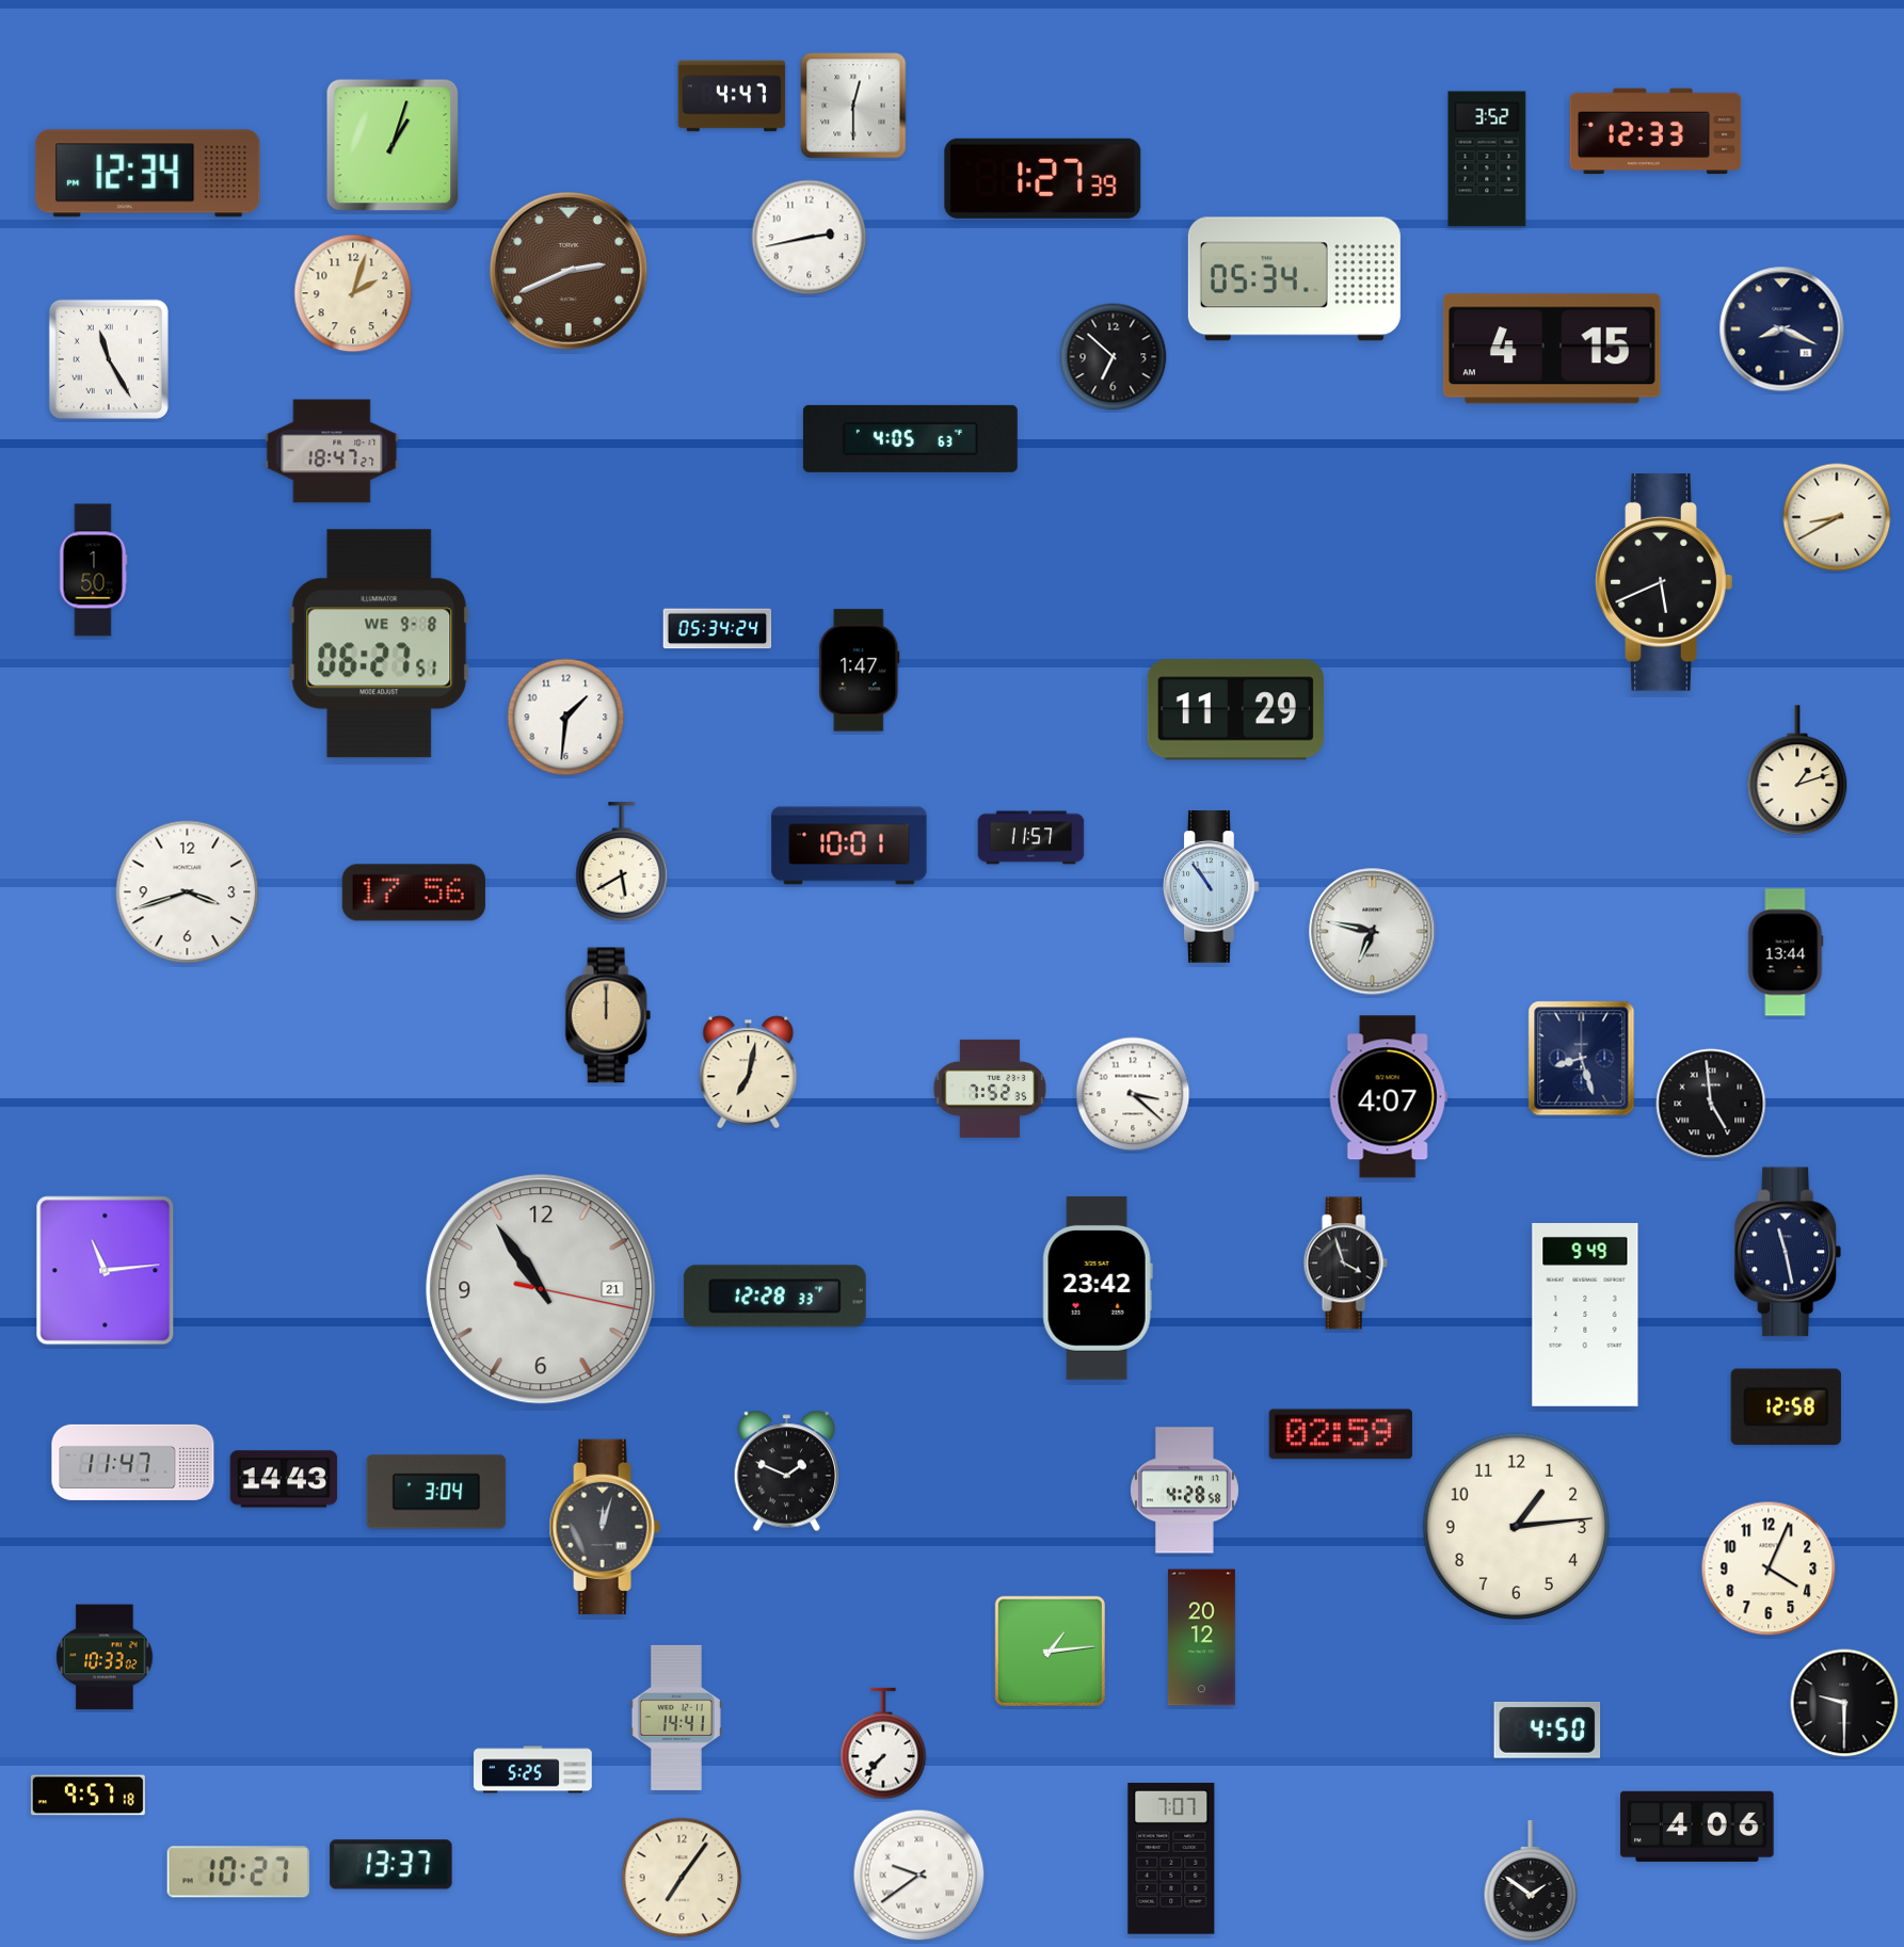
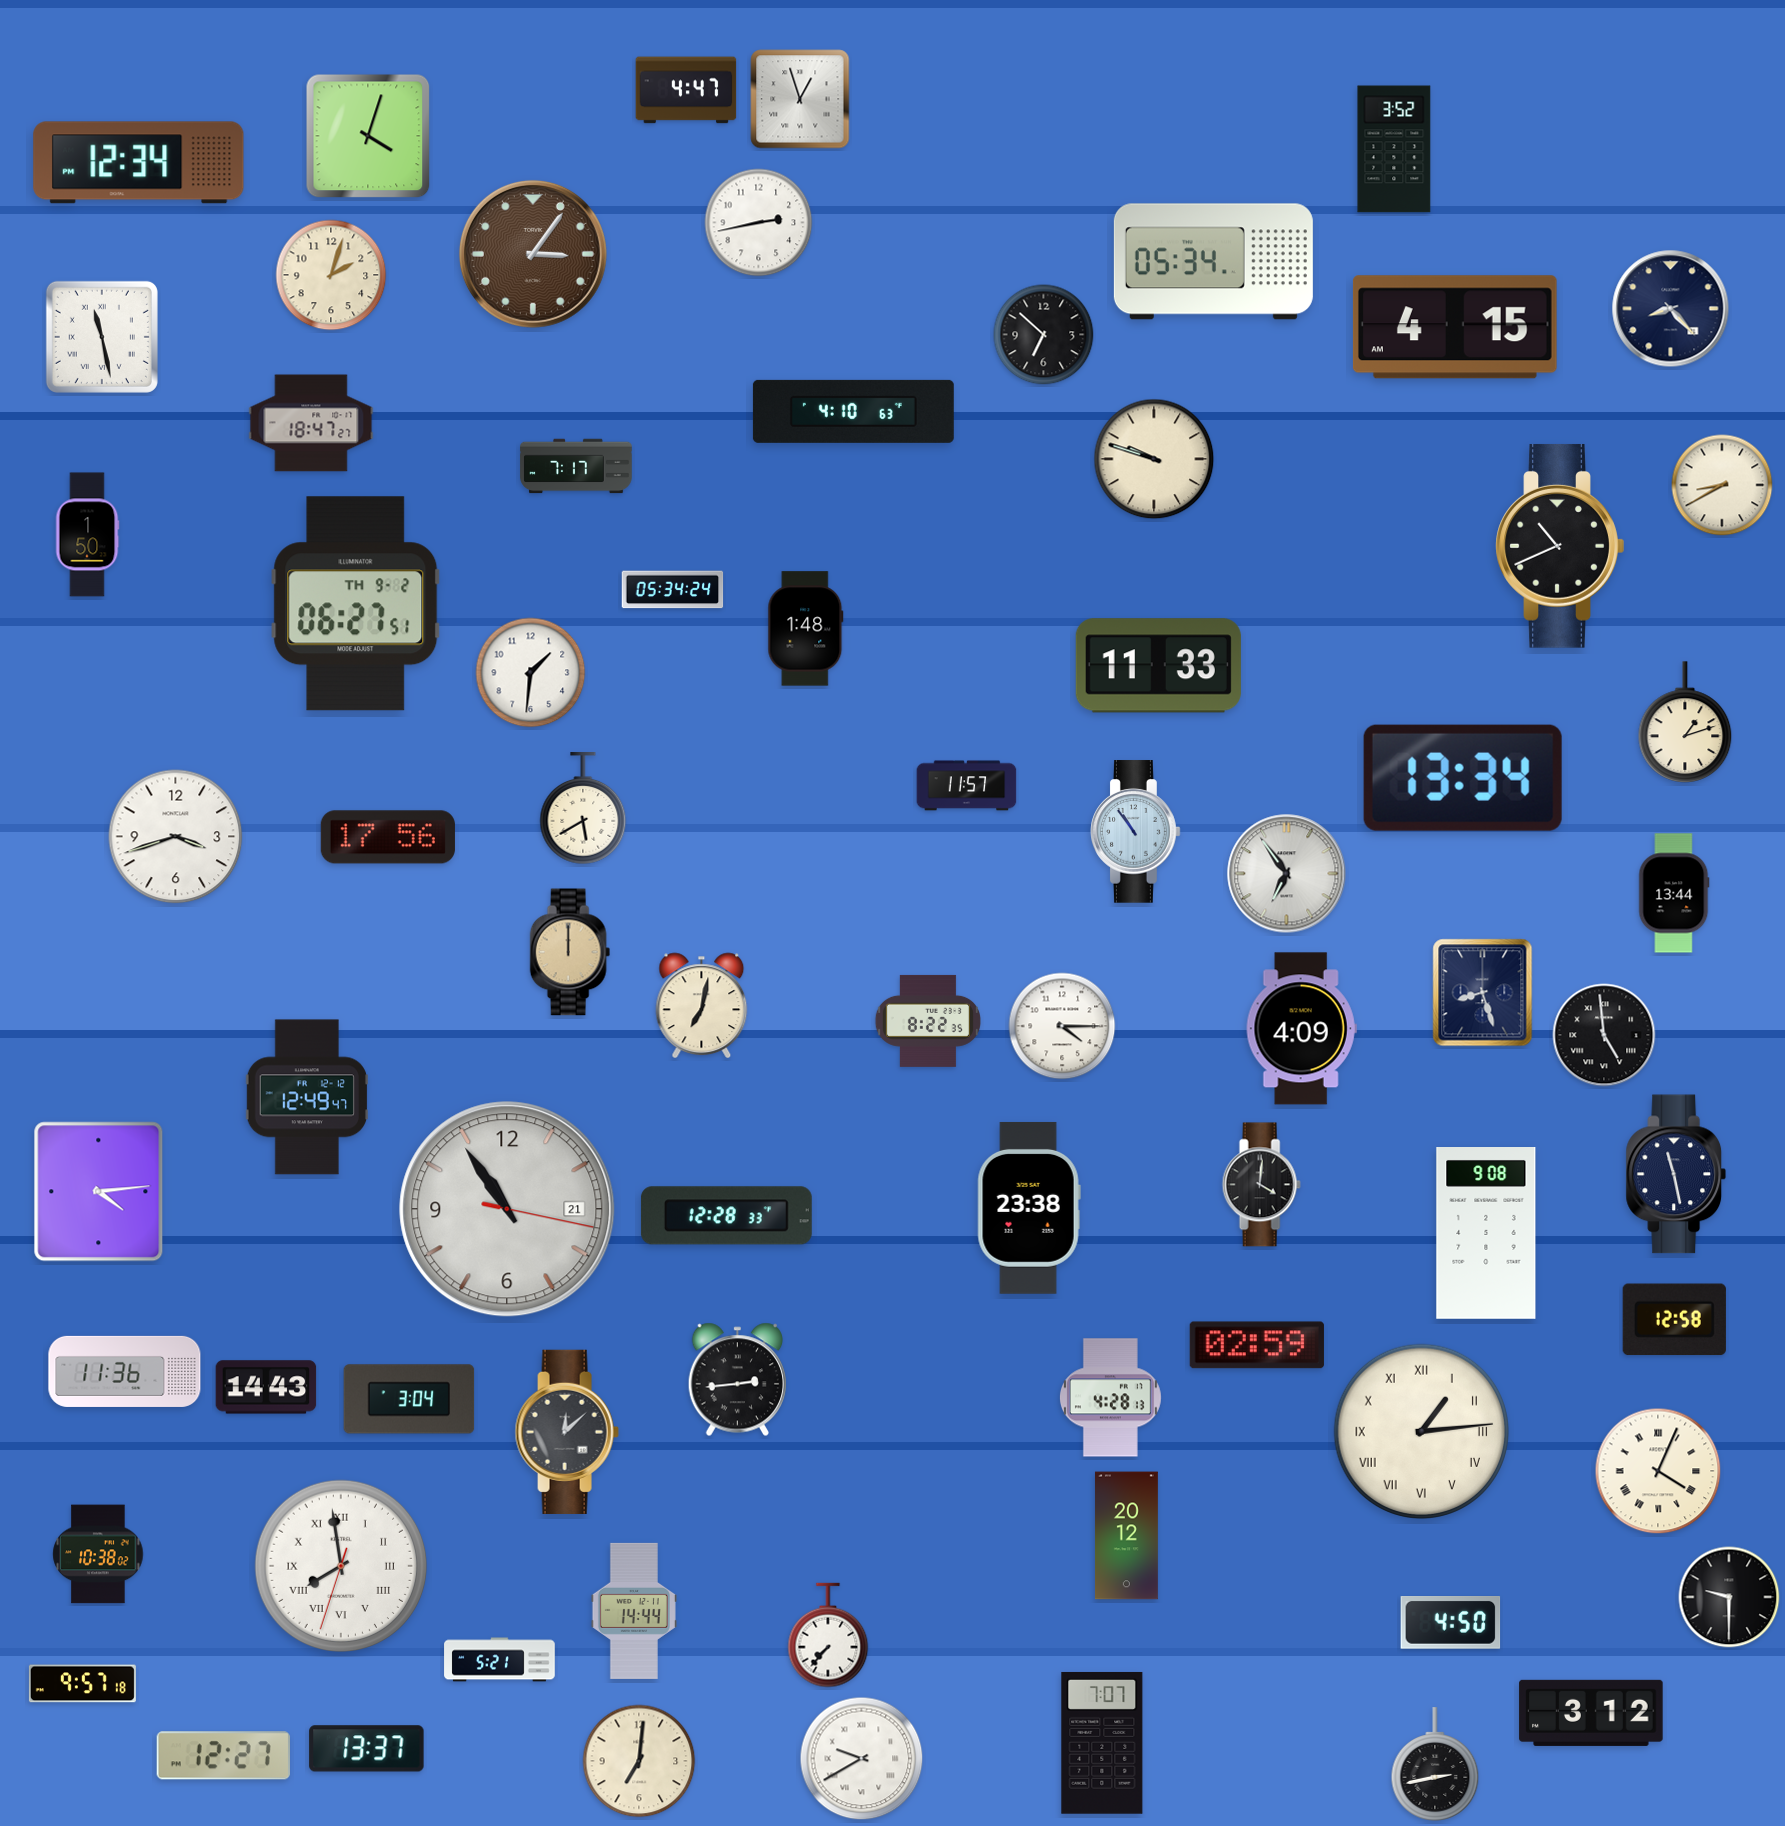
clock at (853, 106): 12:30 -> 12:57
clock at (1655, 131): 12:33 -> none
clock at (393, 145): 1:03 -> 4:03
clock at (1043, 178): 1:27 -> none
clock at (569, 271): 2:41 -> 3:06
clock at (1782, 329): 8:19 -> 8:23
clock at (109, 359): 11:25 -> 11:28
clock at (910, 438): 4:05 -> 4:10
clock at (1154, 459): none -> 9:48
clock at (576, 466): none -> 7:17
clock at (1664, 582): 5:41 -> 10:41
clock at (380, 644) date: WE 9-8 -> TH 9-2
clock at (860, 671): 1:47 -> 1:48
clock at (1235, 710): 11:29 -> 11:33
clock at (1463, 778): none -> 13:34
clock at (849, 846): 10:01 -> none
clock at (1373, 932): 6:47 -> 6:54
clock at (990, 1089): 7:52 -> 8:22
clock at (1133, 1094): 3:22 -> 4:15
clock at (1388, 1097): 4:07 -> 4:09
clock at (306, 1097): none -> 12:49
clock at (1345, 1264): 3:57 -> 4:01
clock at (106, 1271): 11:14 -> 4:14
clock at (1098, 1288): 23:42 -> 23:38
clock at (1585, 1316): 9:49 -> 9:08
clock at (133, 1462): 11:47 -> 11:36
clock at (787, 1471): 1:49 -> 2:44
clock at (1184, 1491): 4:28:58 -> 4:28:13
clock at (605, 1527): 12:03 -> 12:08
clock at (1517, 1527) numerals: Arabic -> Roman
clock at (1769, 1568) numerals: Arabic -> Roman
clock at (1050, 1651): 1:14 -> none
clock at (105, 1657): 10:33 -> 10:38
clock at (341, 1566): none -> 7:58
clock at (676, 1718): 14:41 -> 14:44
clock at (533, 1770): 5:25 -> 5:21
clock at (1697, 1827): 4:06 -> 3:12
clock at (1171, 1858) position: (1171, 1858) -> (1102, 1743)
clock at (238, 1872): 10:27 -> 12:27
clock at (919, 1876): 9:39 -> 9:40
clock at (682, 1878): 7:06 -> 7:01
clock at (1531, 1881): 1:51 -> 2:43
